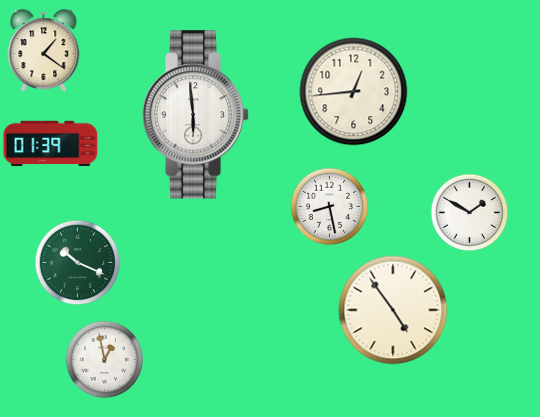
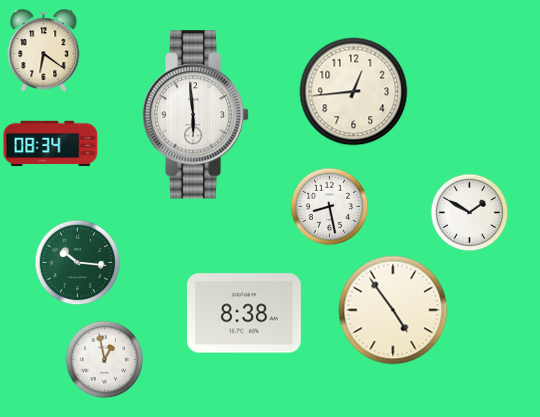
clock at (44, 50): 1:21 -> 6:21
clock at (51, 144): 01:39 -> 08:34
clock at (77, 262): 10:19 -> 10:16
clock at (244, 313): none -> 8:38
